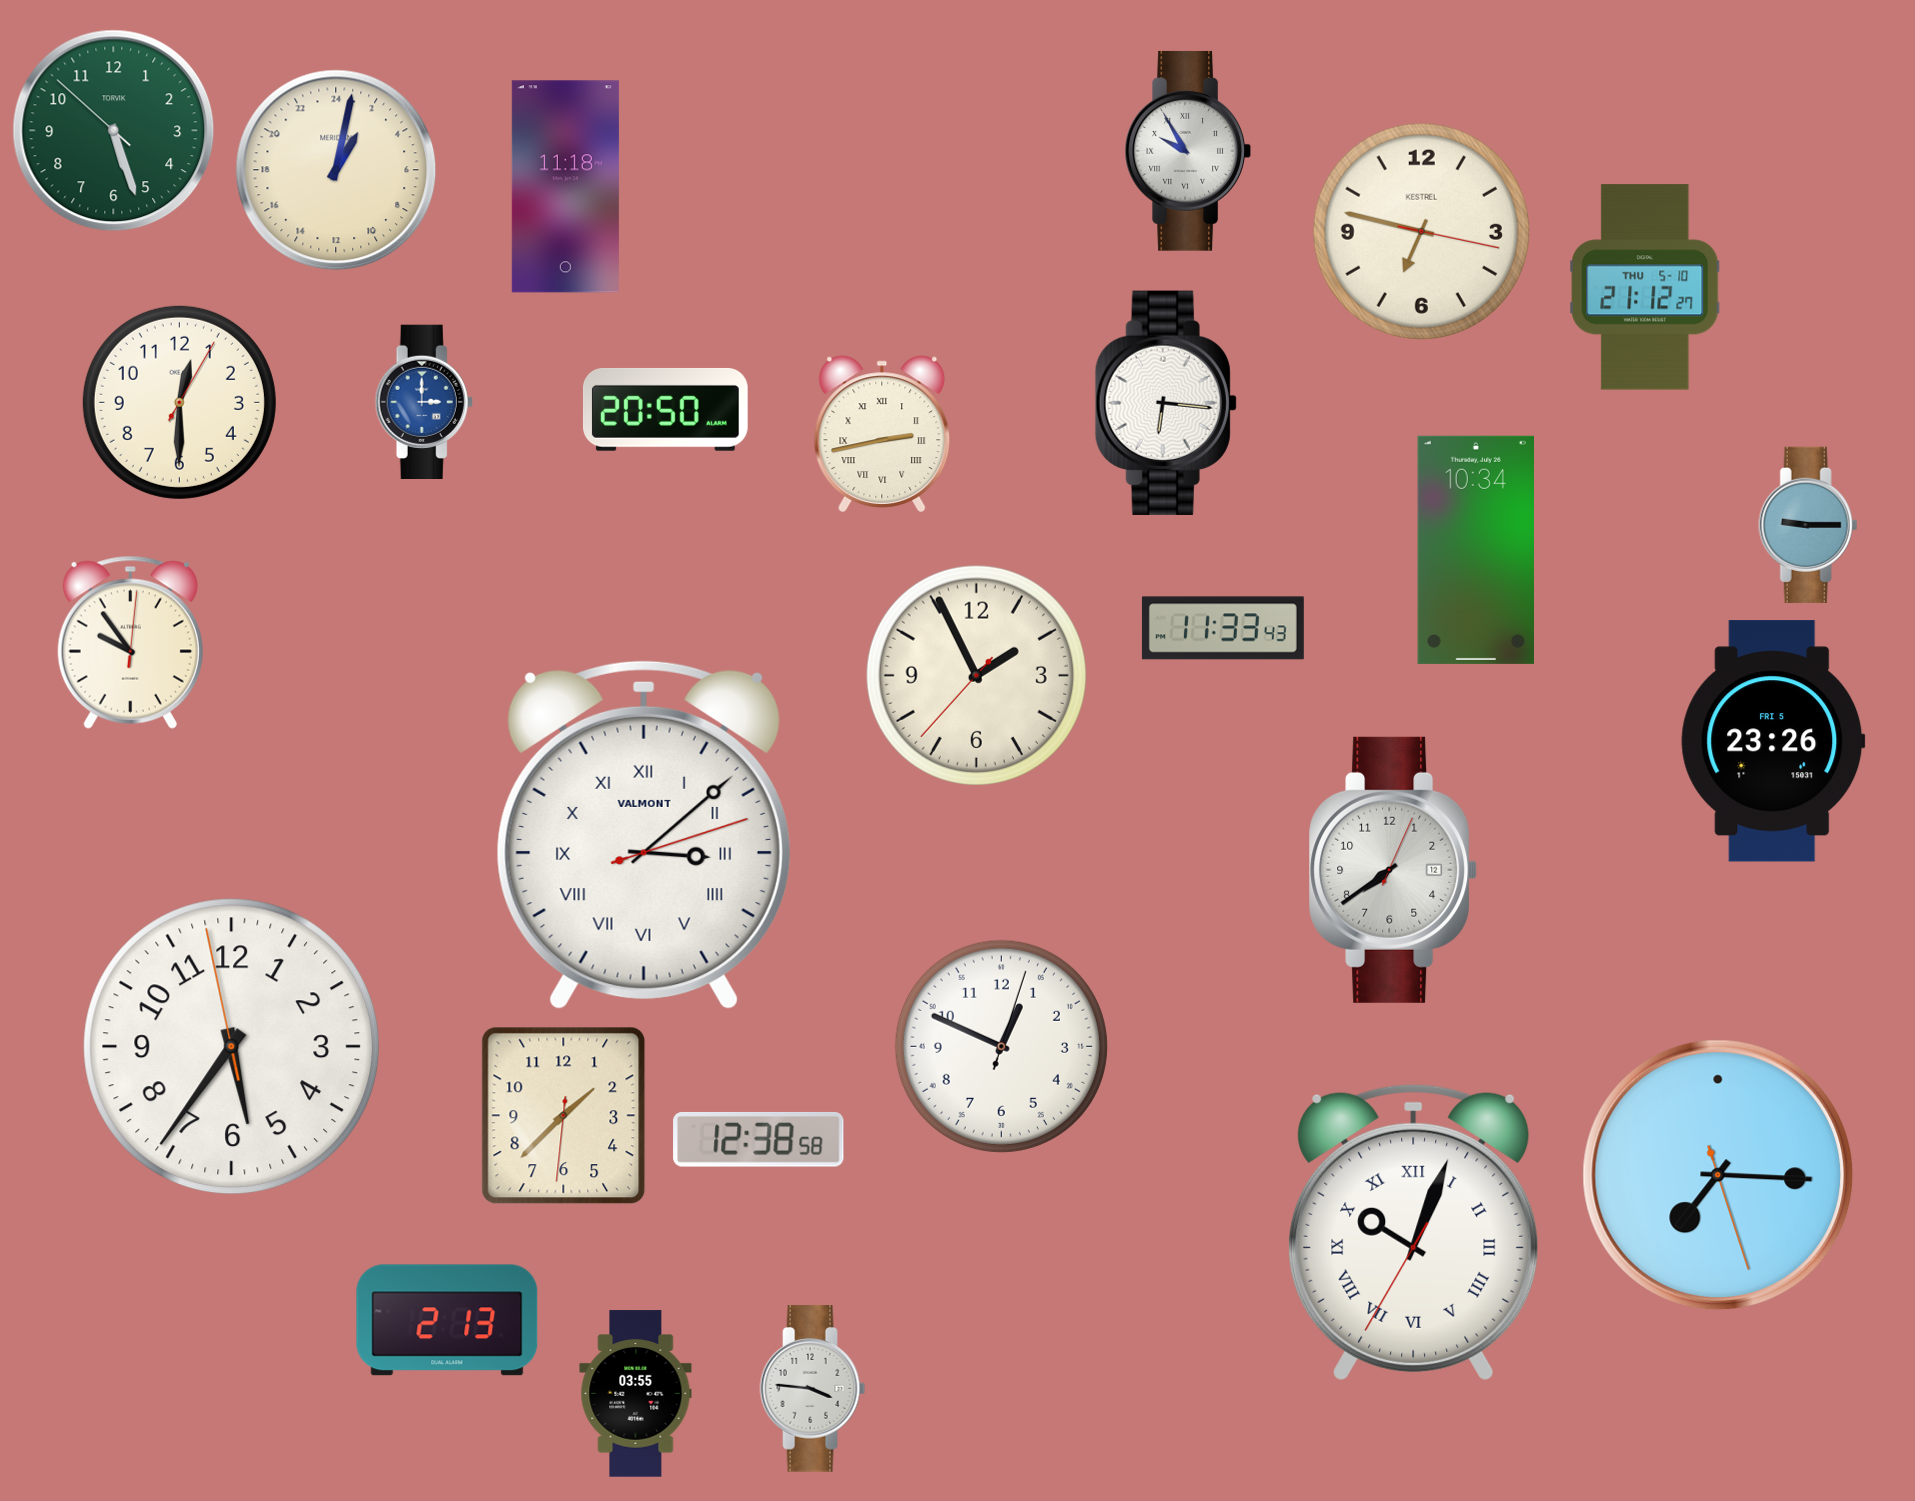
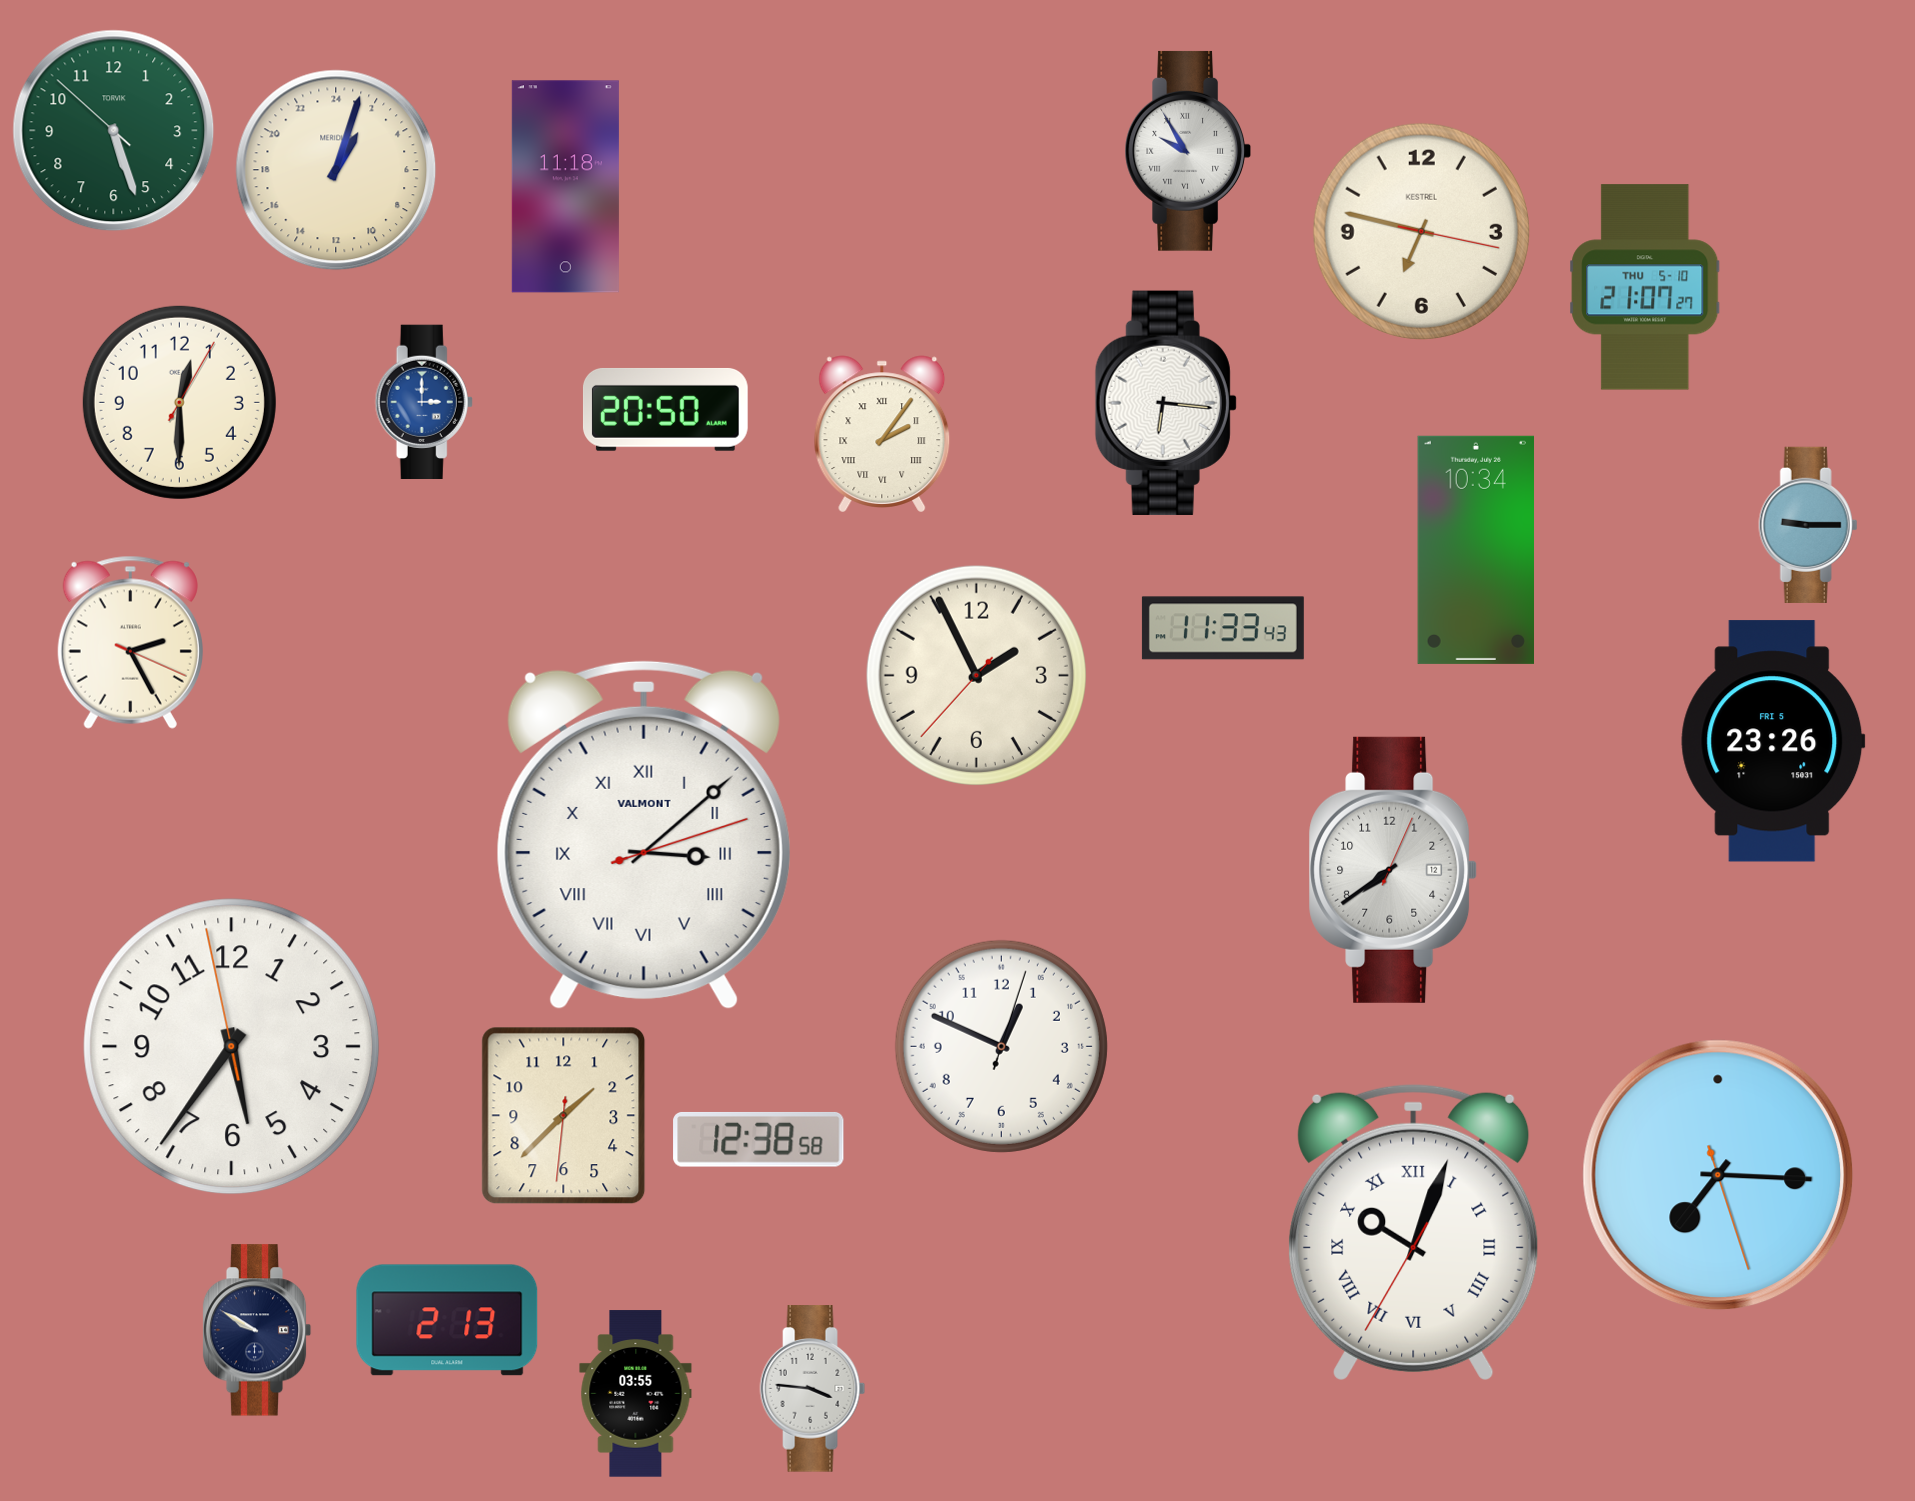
clock at (336, 170): 2:02 -> 2:03
clock at (1645, 287): 21:12 -> 21:07
clock at (882, 434): 2:43 -> 2:06
clock at (130, 642): 9:54 -> 2:25
clock at (257, 1330): none -> 9:50
